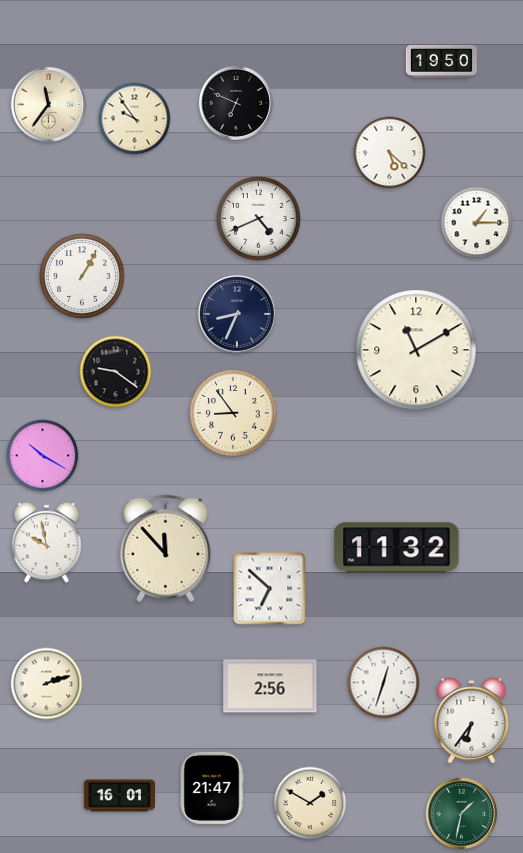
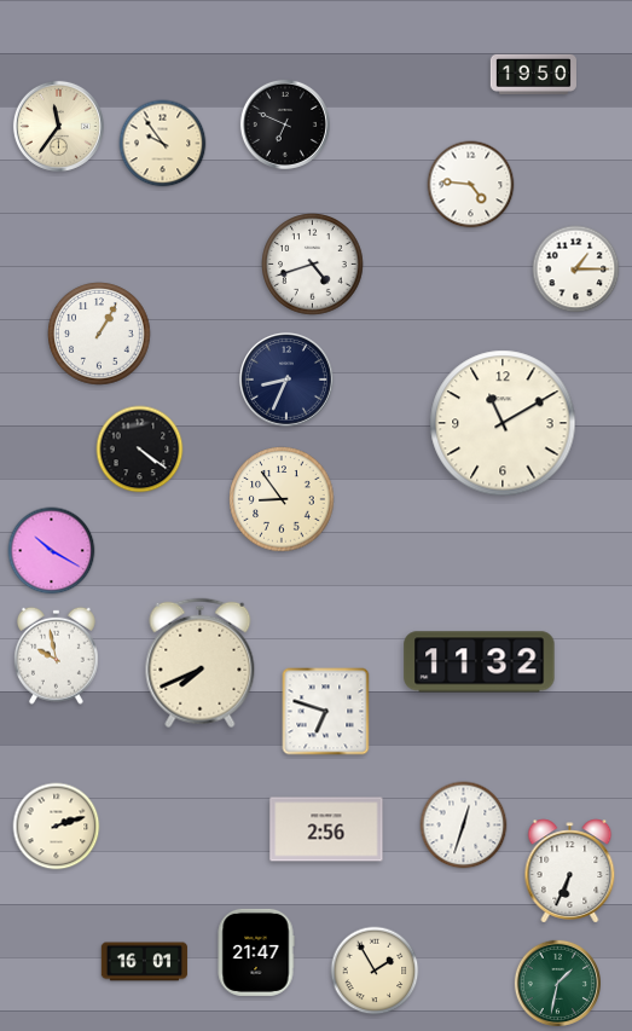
clock at (390, 153): 5:22 -> 4:46
clock at (259, 219): 4:41 -> 4:42
clock at (116, 372): 9:21 -> 4:21
clock at (166, 549): 11:53 -> 7:41
clock at (270, 589): 6:52 -> 6:48
clock at (472, 721): 6:36 -> 6:34
clock at (310, 803): 1:50 -> 1:55
